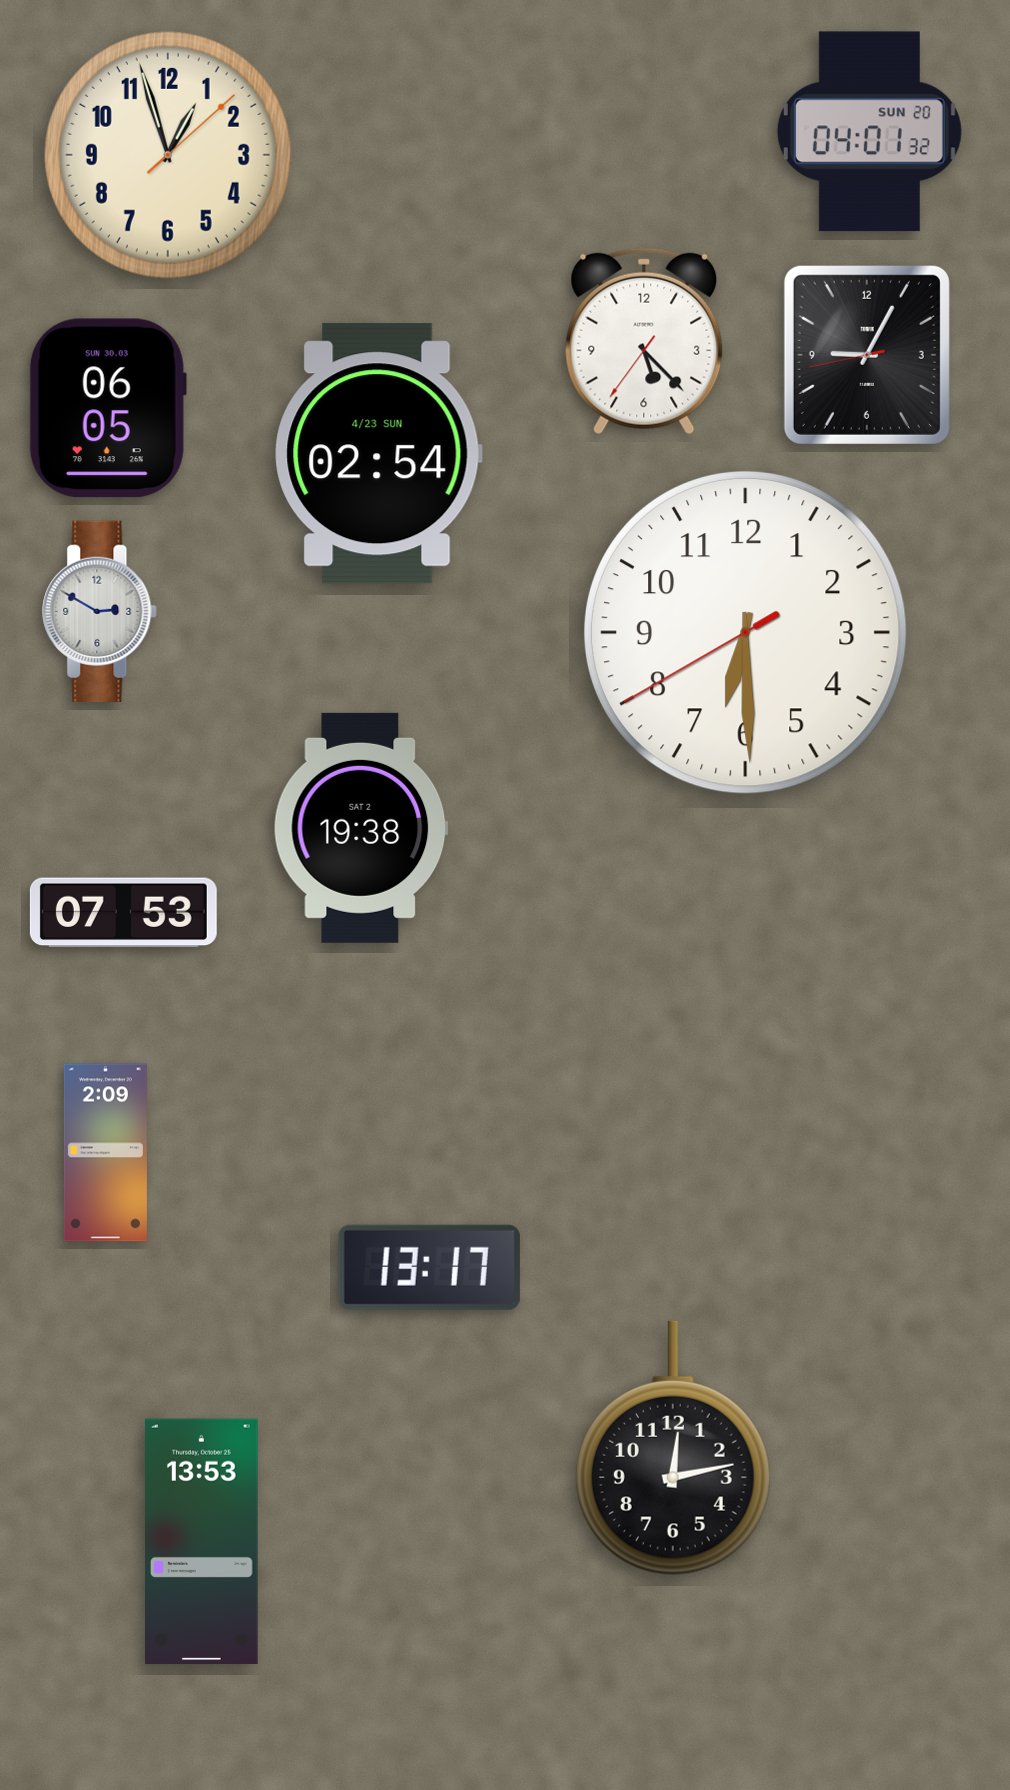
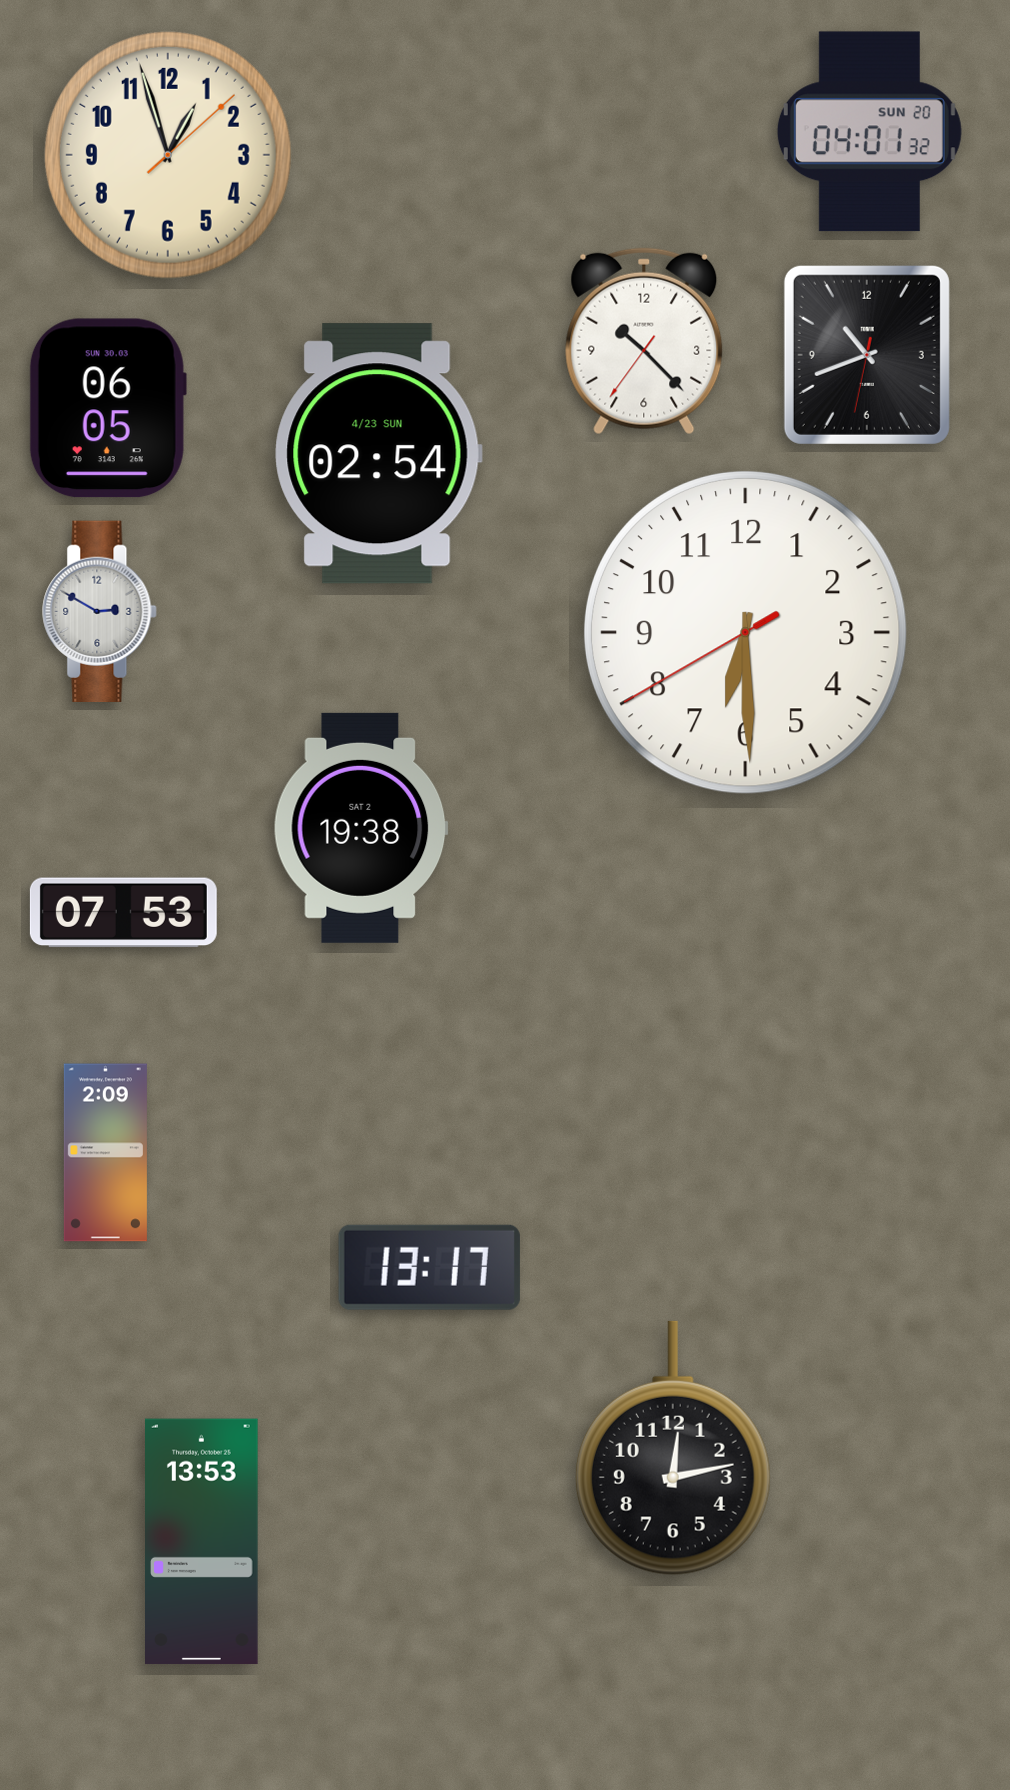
clock at (644, 341): 5:22 -> 10:22
clock at (867, 355): 9:04 -> 10:41
